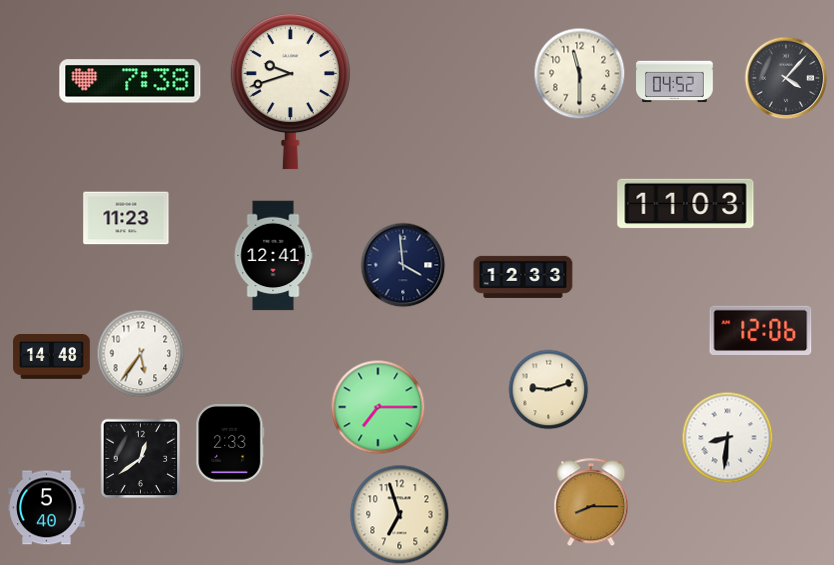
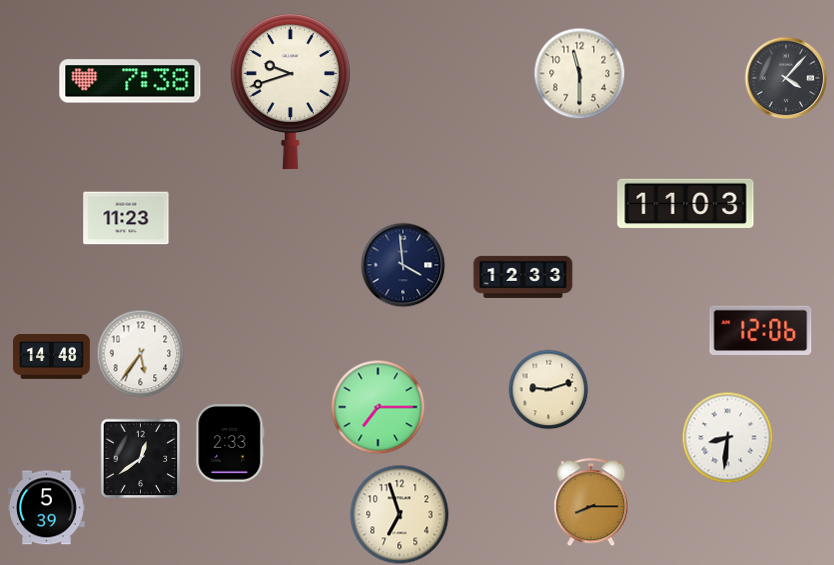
clock at (675, 82): 04:52 -> none
clock at (273, 256): 12:41 -> none
clock at (47, 508): 5:40 -> 5:39
